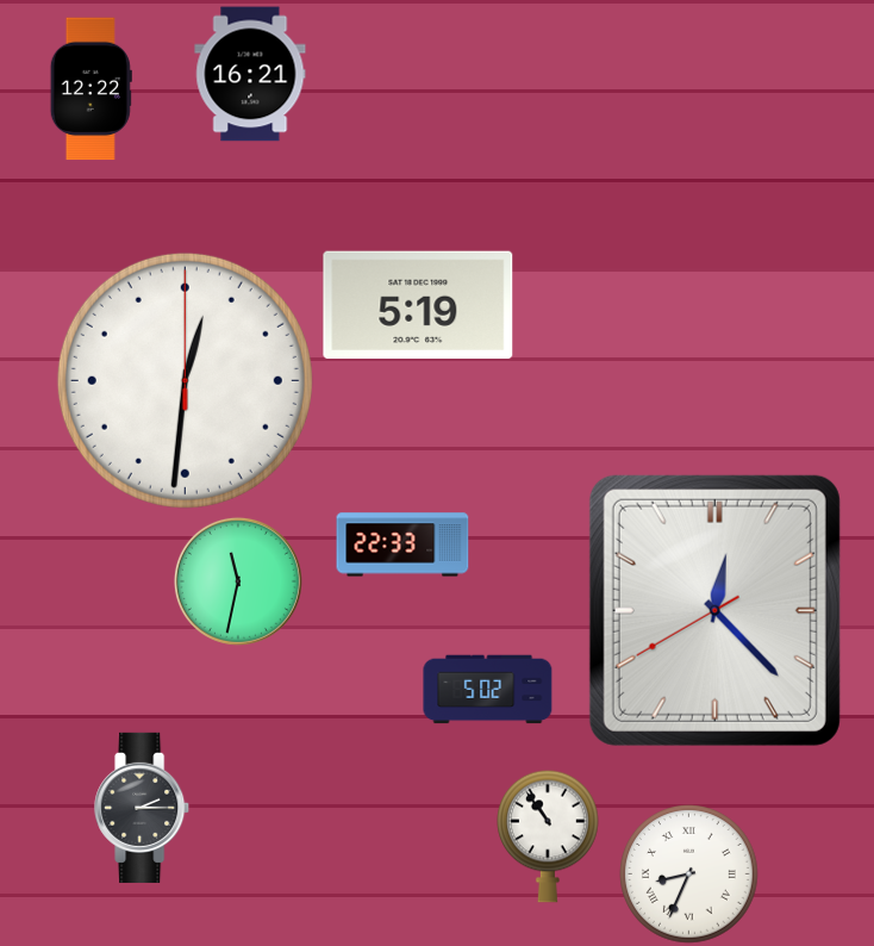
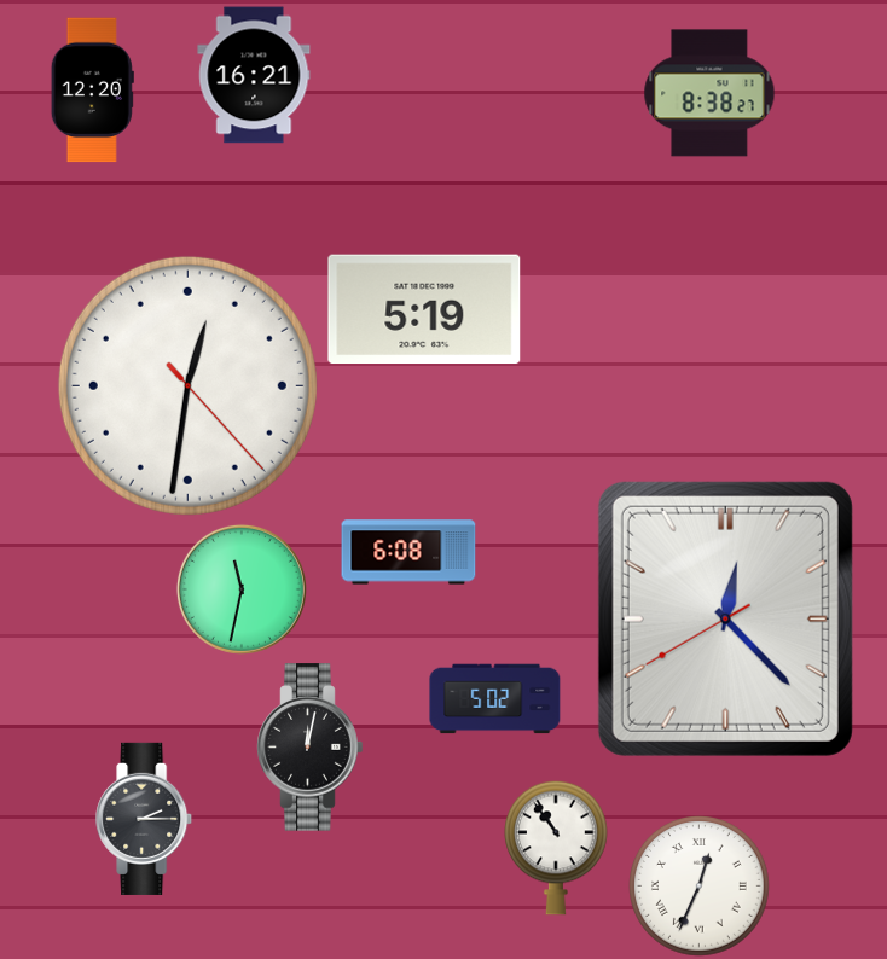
clock at (90, 89): 12:22 -> 12:20
clock at (709, 93): none -> 8:38
clock at (185, 380): 12:31:00 -> 12:31:23
clock at (402, 544): 22:33 -> 6:08
clock at (311, 748): none -> 12:02
clock at (689, 875): 8:34 -> 12:34
